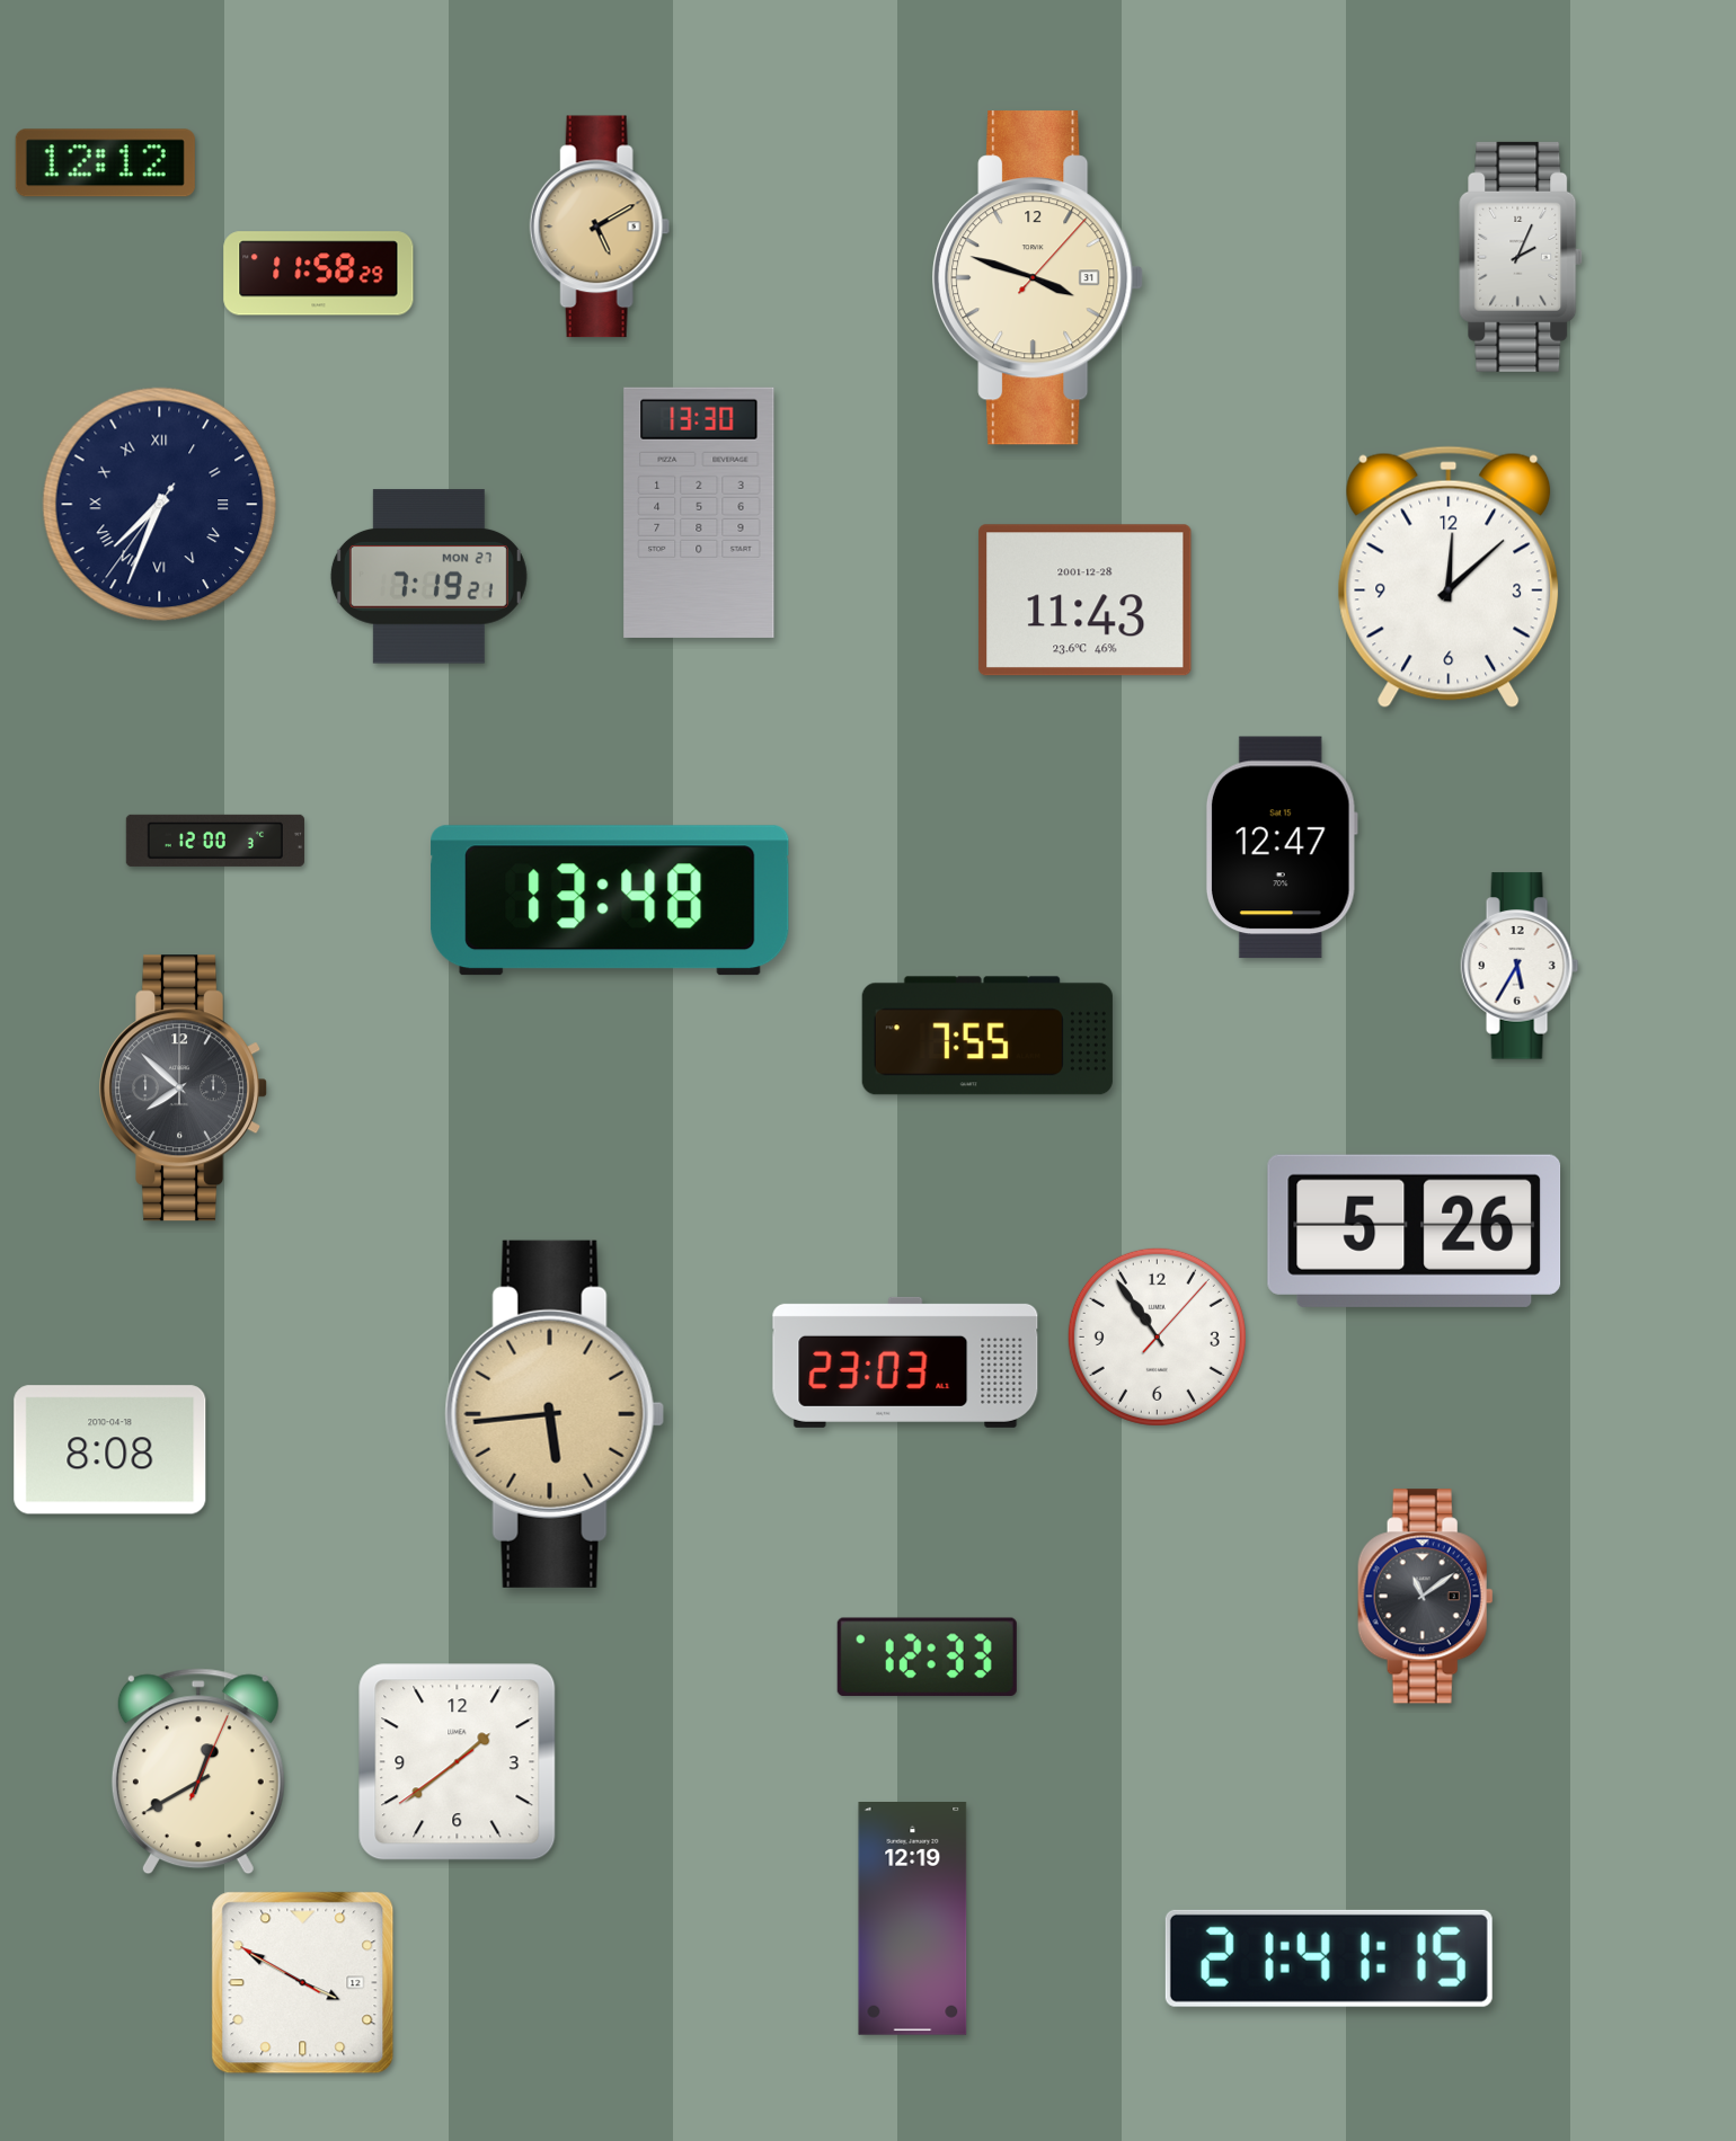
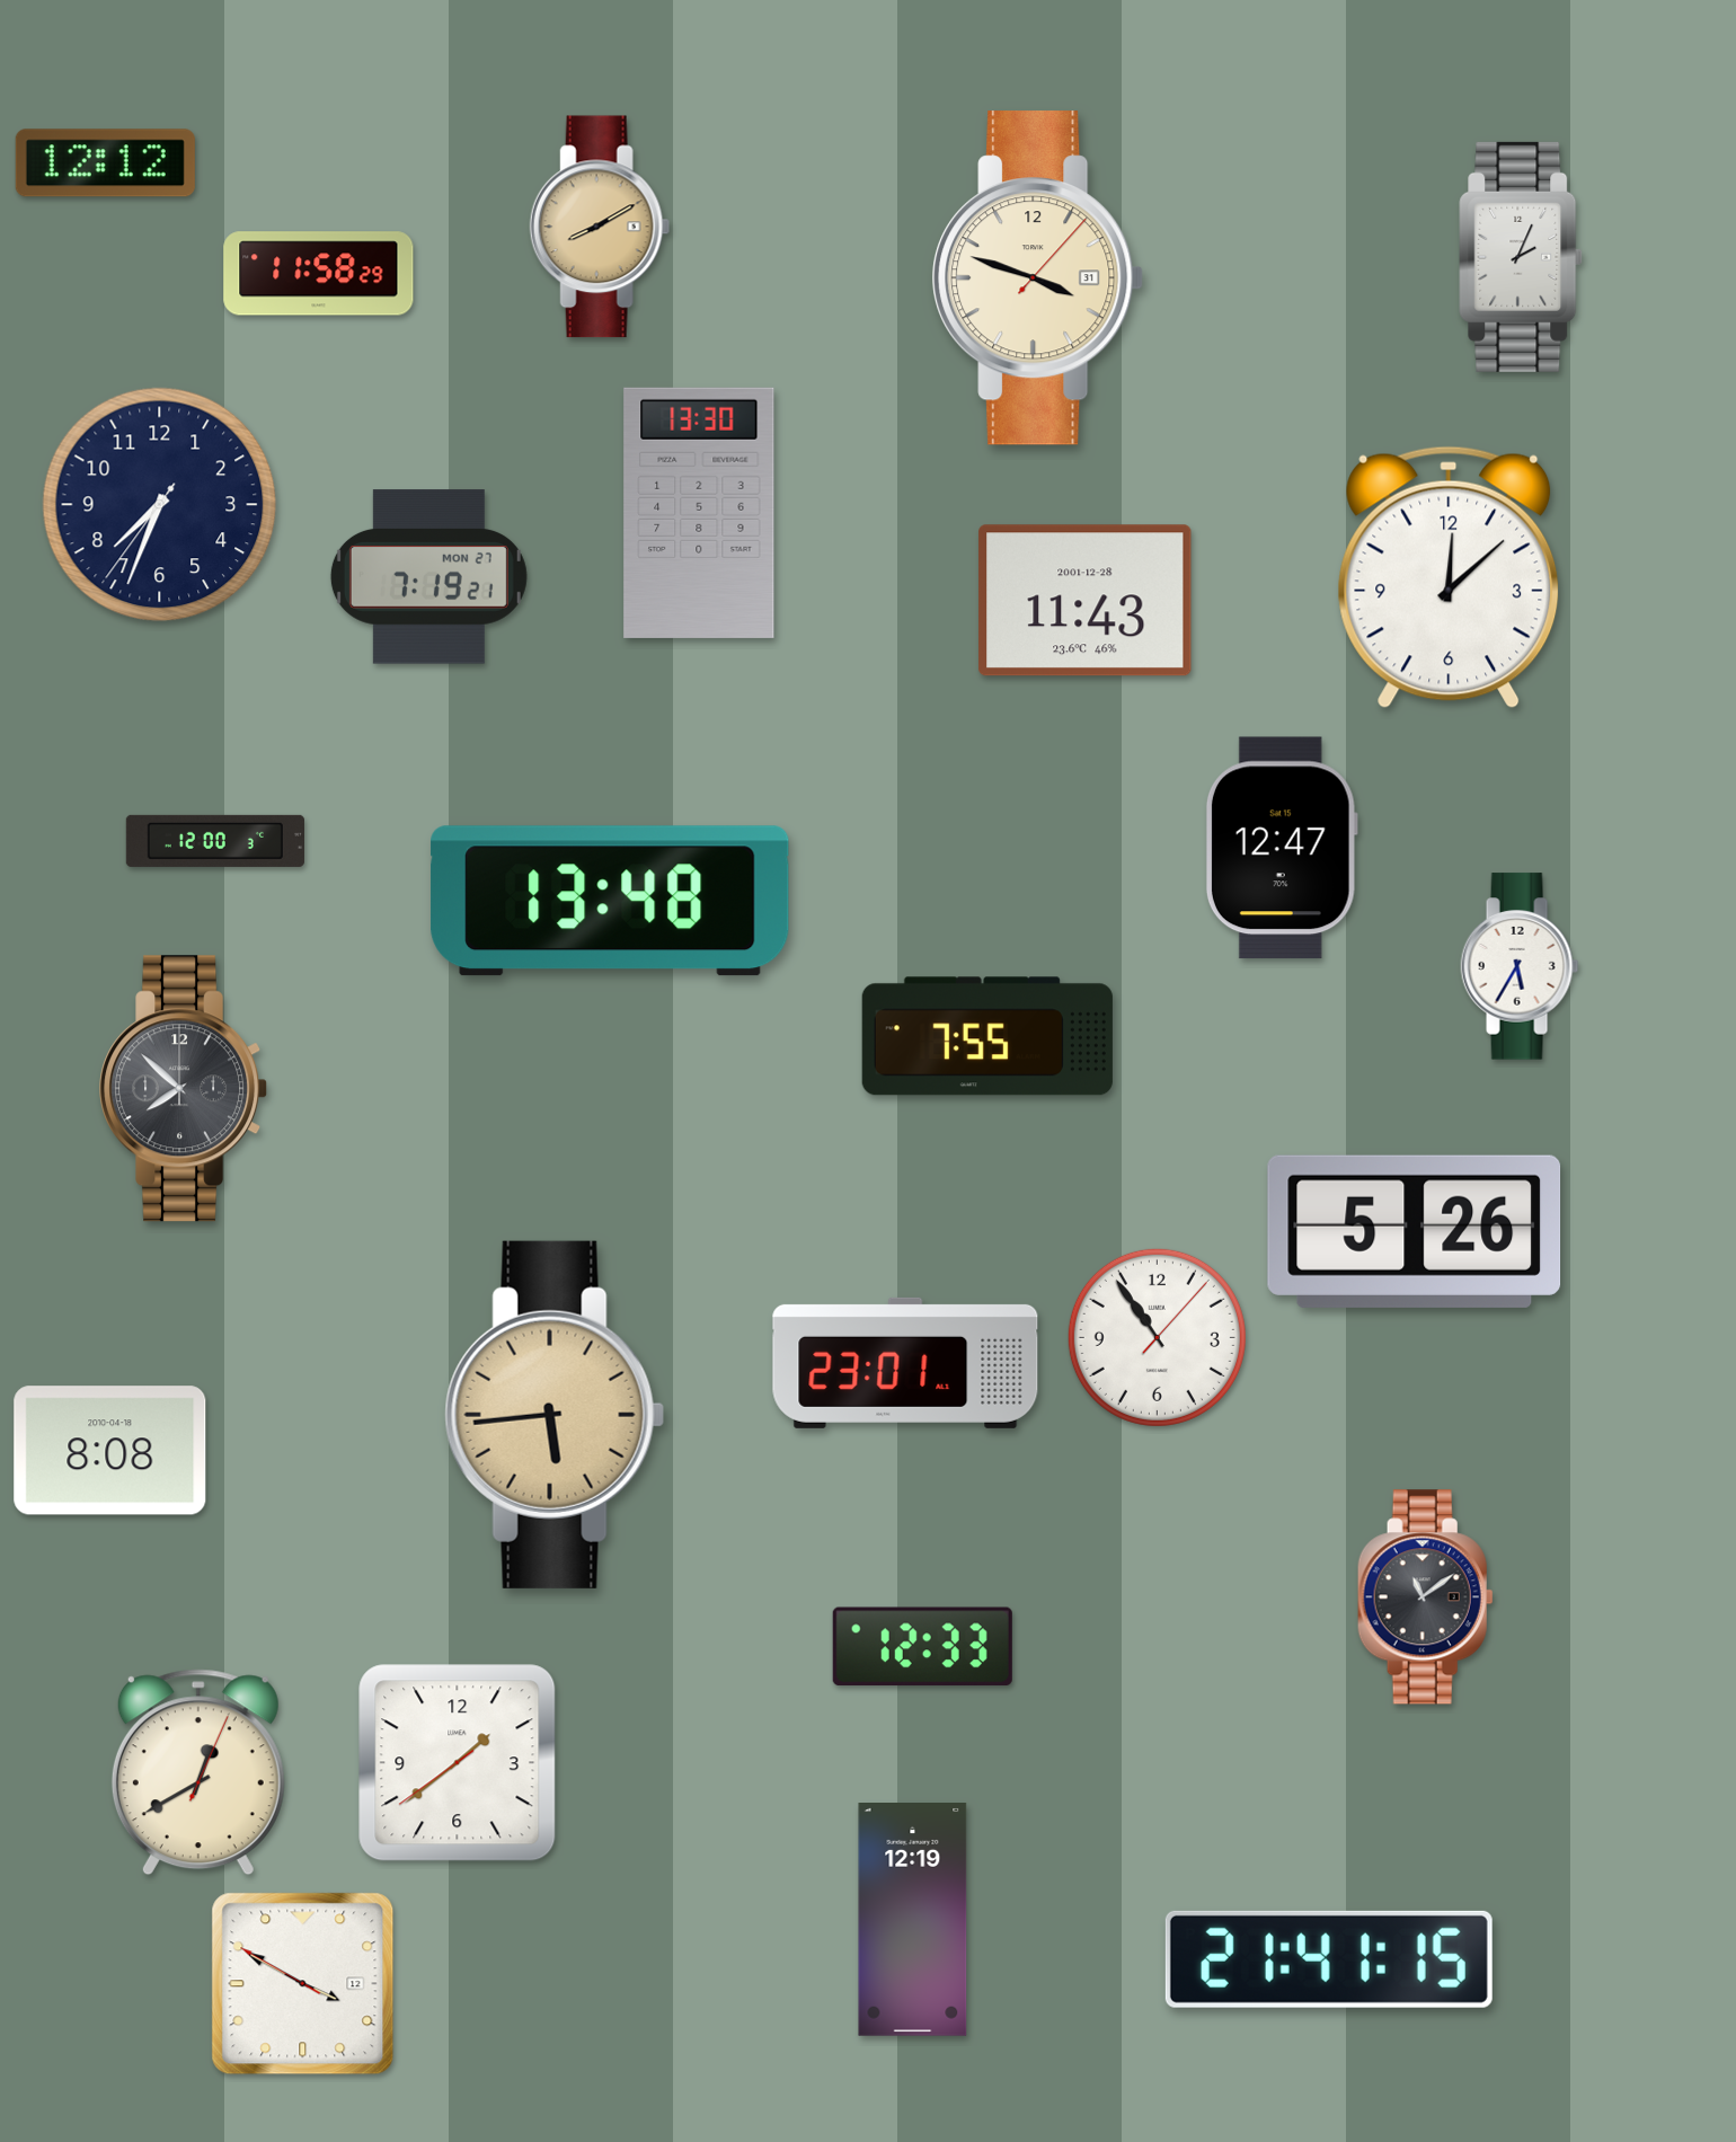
clock at (600, 226): 5:10 -> 8:10
clock at (160, 505) numerals: Roman -> Arabic
clock at (905, 1362): 23:03 -> 23:01
clock at (927, 1658) position: (927, 1658) -> (922, 1647)
